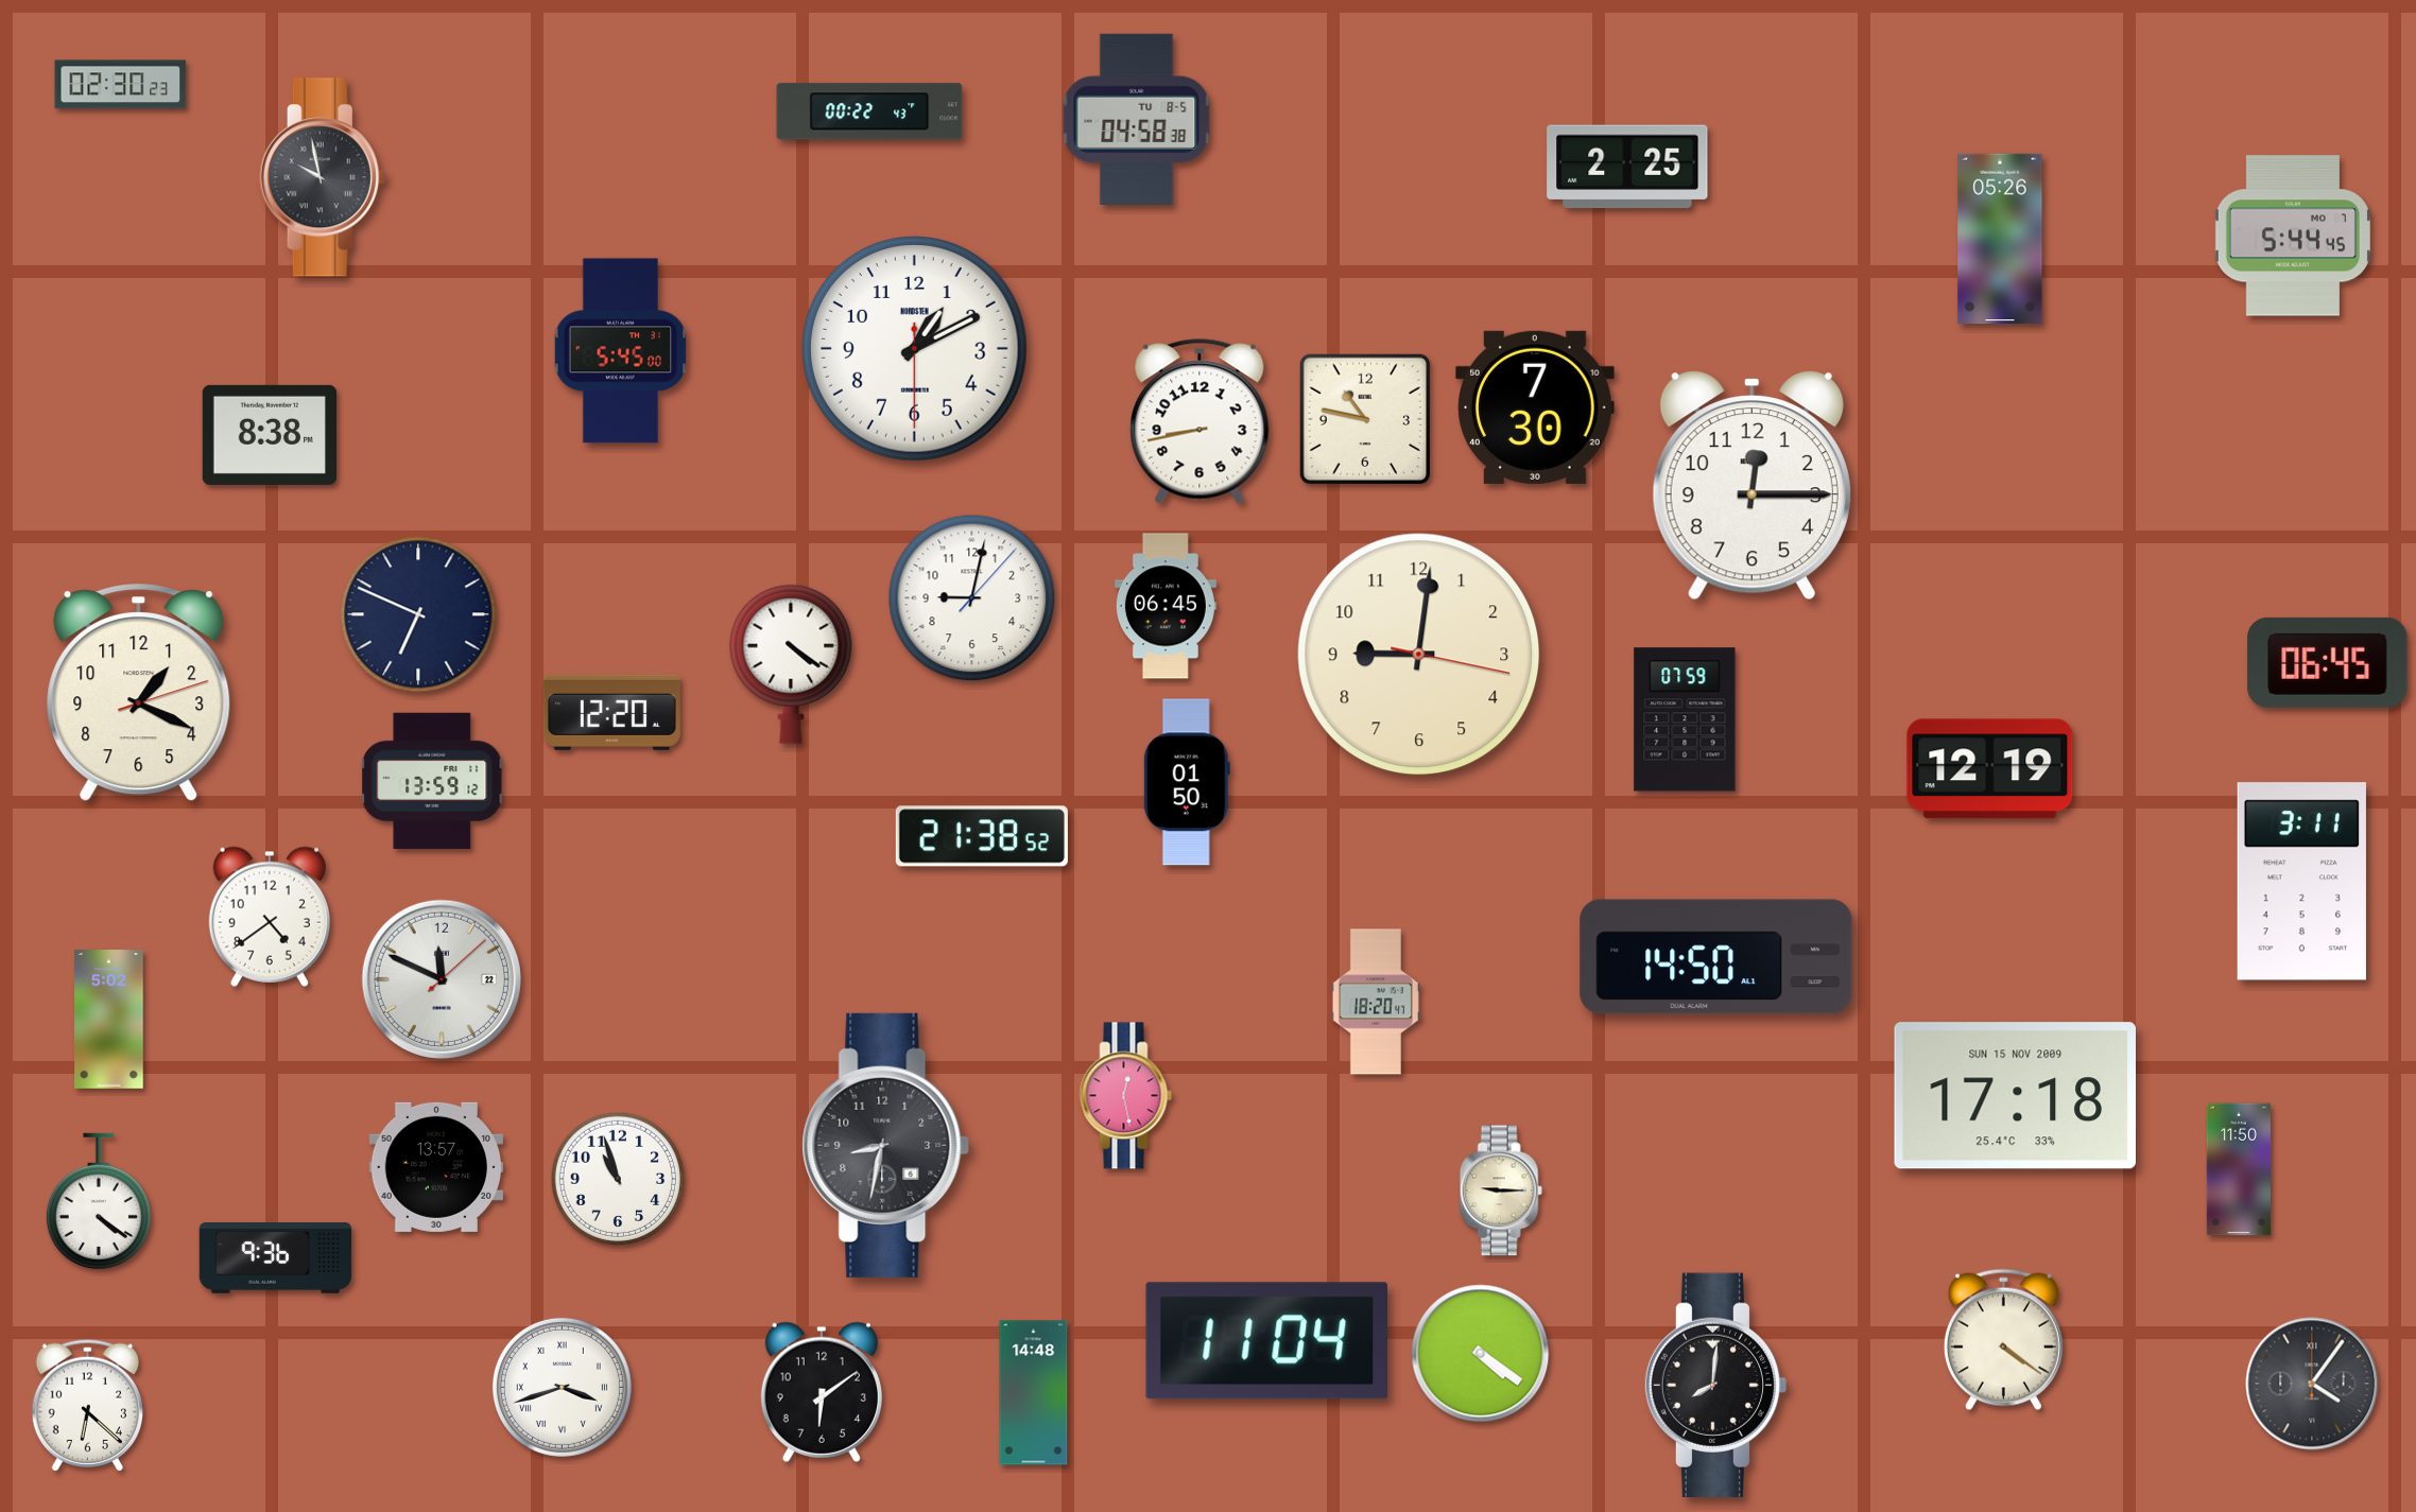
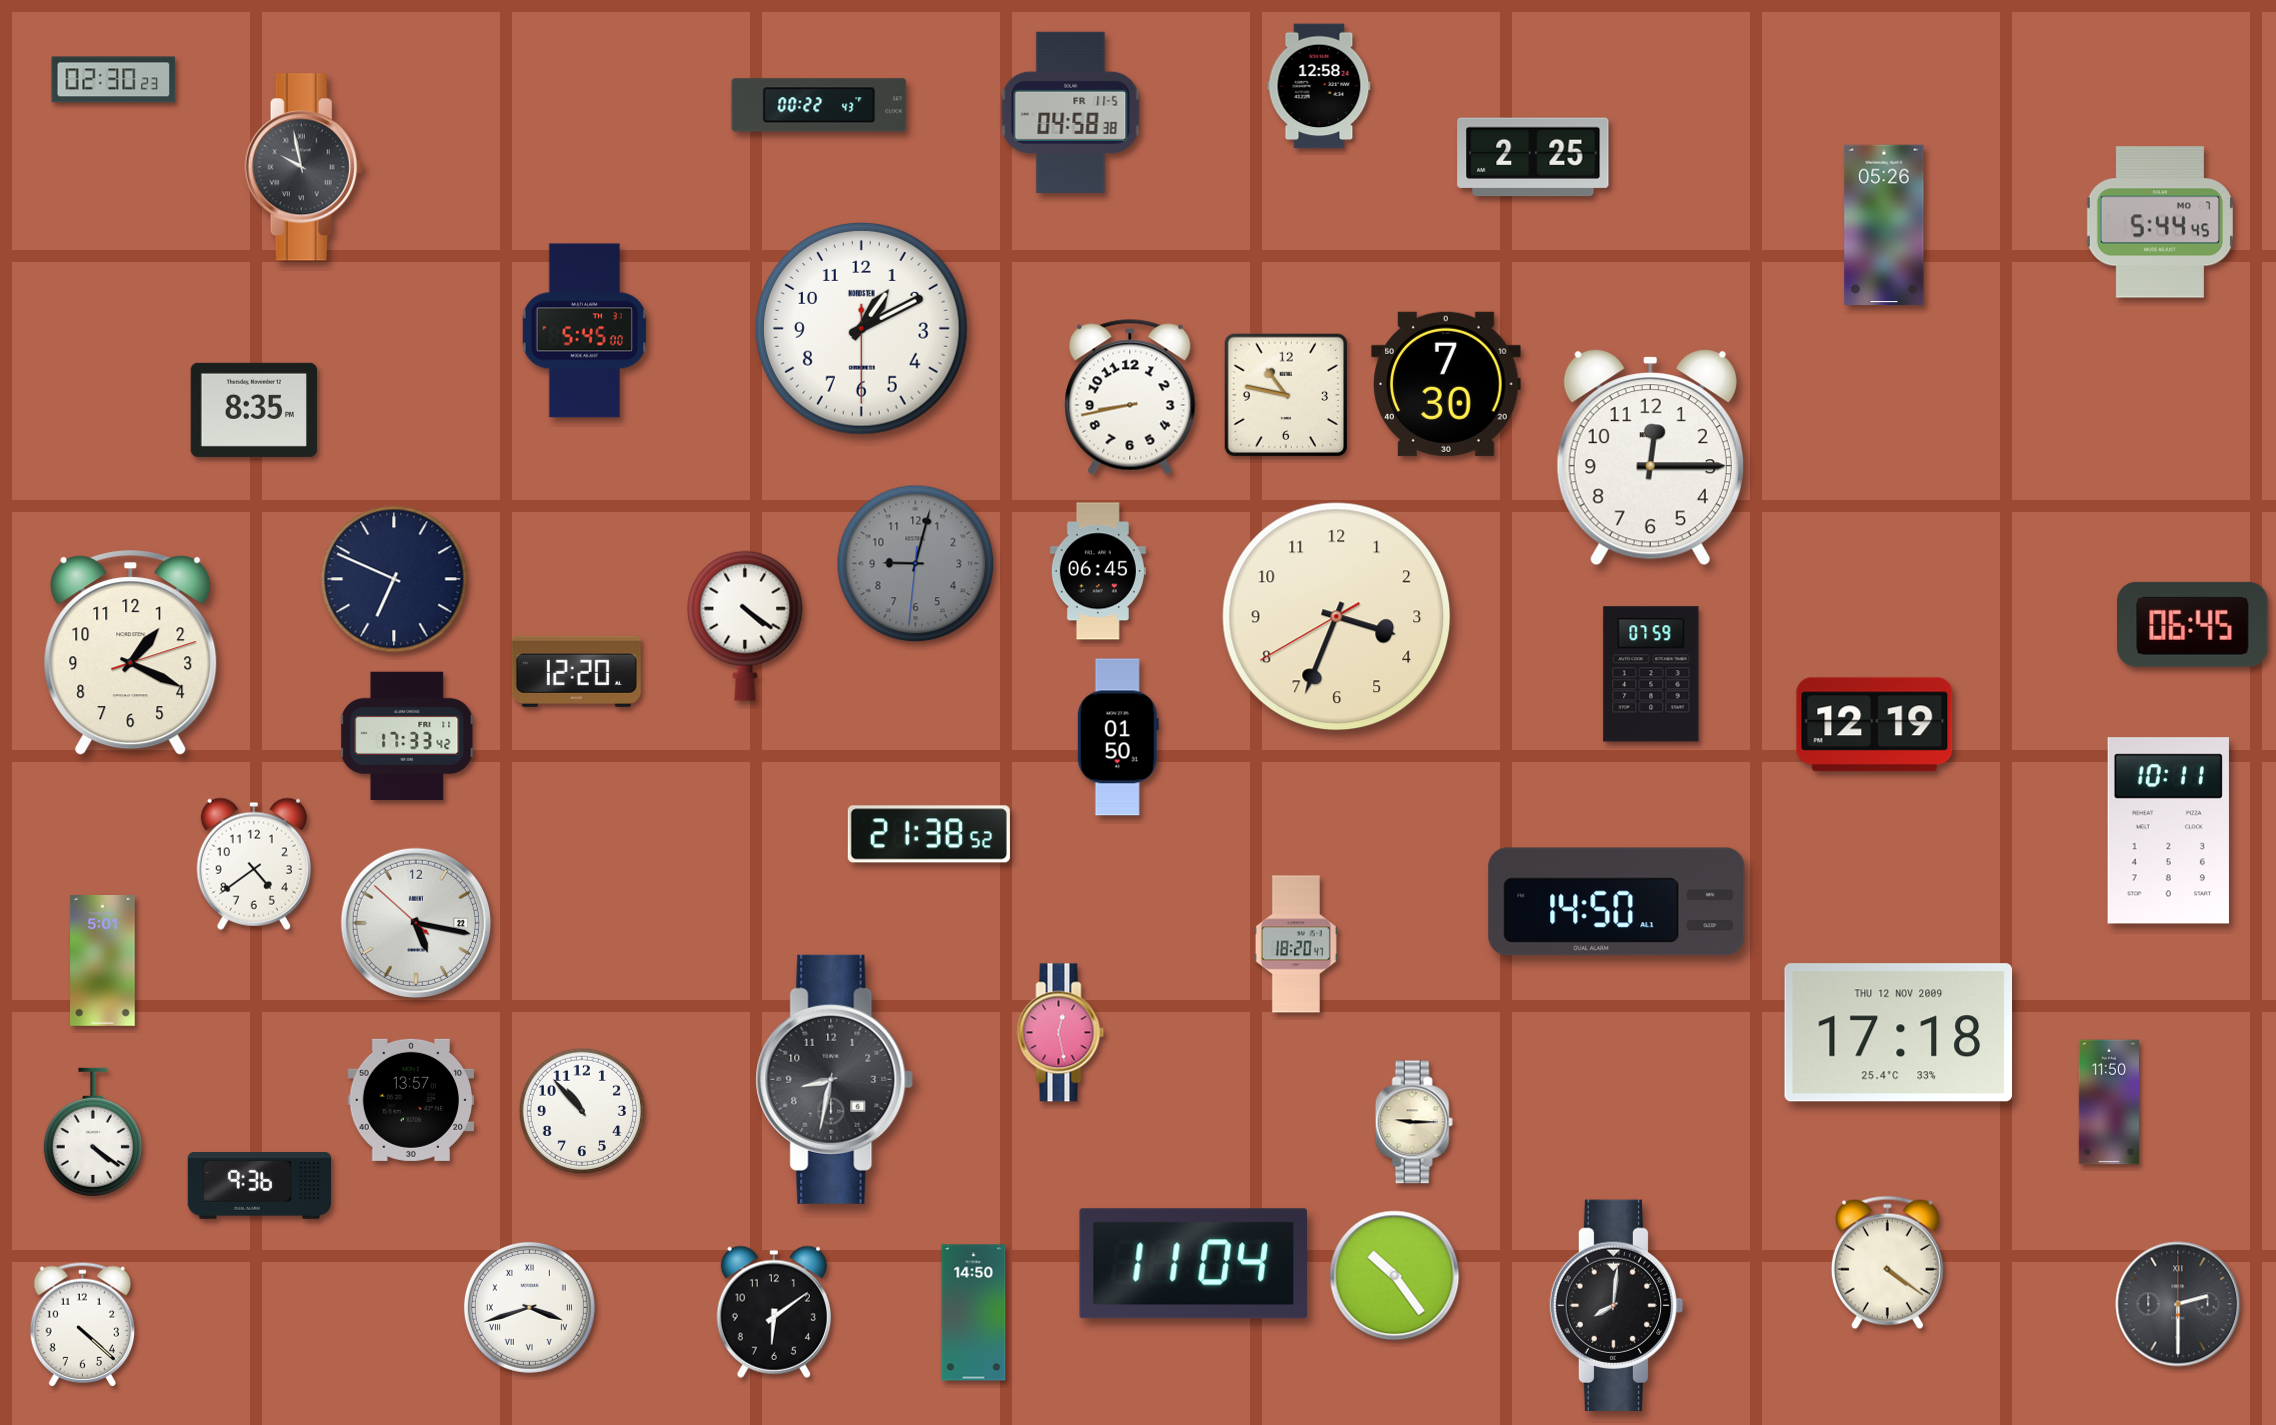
clock at (1319, 86): none -> 12:58
clock at (1137, 119) date: TU 8-5 -> FR 11-5
clock at (269, 435): 8:38 -> 8:35
clock at (972, 598): 9:02:07 -> 9:02:31
clock at (972, 598) dial: white -> grey
clock at (1419, 655): 9:01 -> 3:33
clock at (1685, 719) position: (1685, 719) -> (1651, 674)
clock at (433, 780): 13:59 -> 17:33
clock at (982, 836) position: (982, 836) -> (929, 834)
clock at (2301, 882): 3:11 -> 10:11
clock at (442, 979): 11:49 -> 5:16
clock at (109, 1020): 5:02 -> 5:01
clock at (2015, 1096) date: SUN 15 NOV 2009 -> THU 12 NOV 2009
clock at (617, 1178): 10:57 -> 10:53
clock at (1481, 1354): 4:21 -> 10:24
clock at (2312, 1384): 4:06 -> 2:30
clock at (1034, 1393): 14:48 -> 14:50
clock at (87, 1405): 6:22 -> 4:22
